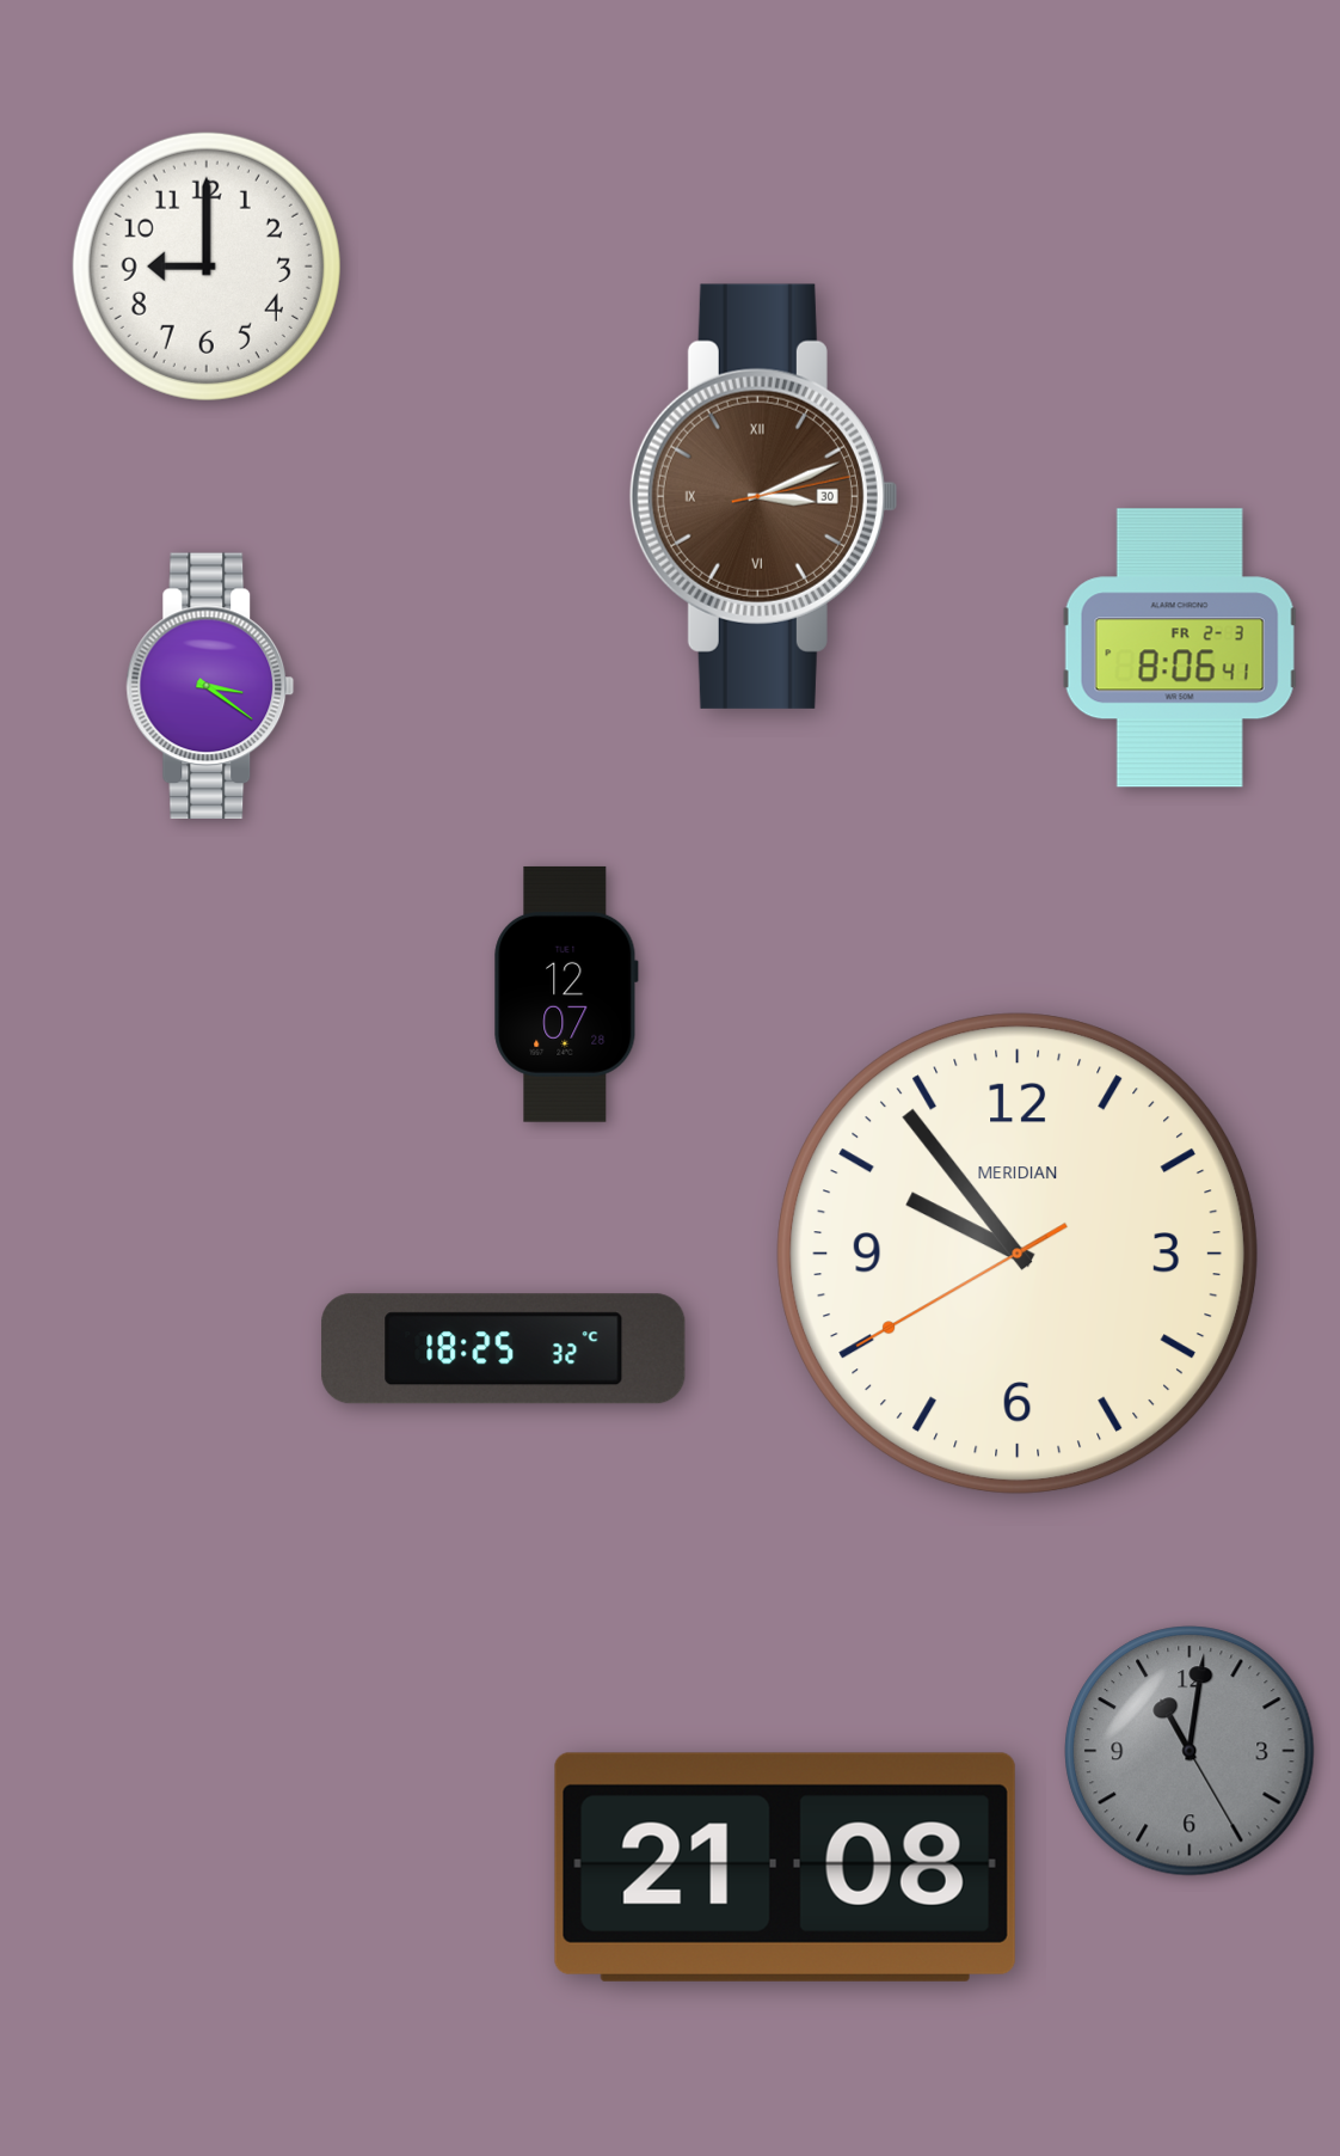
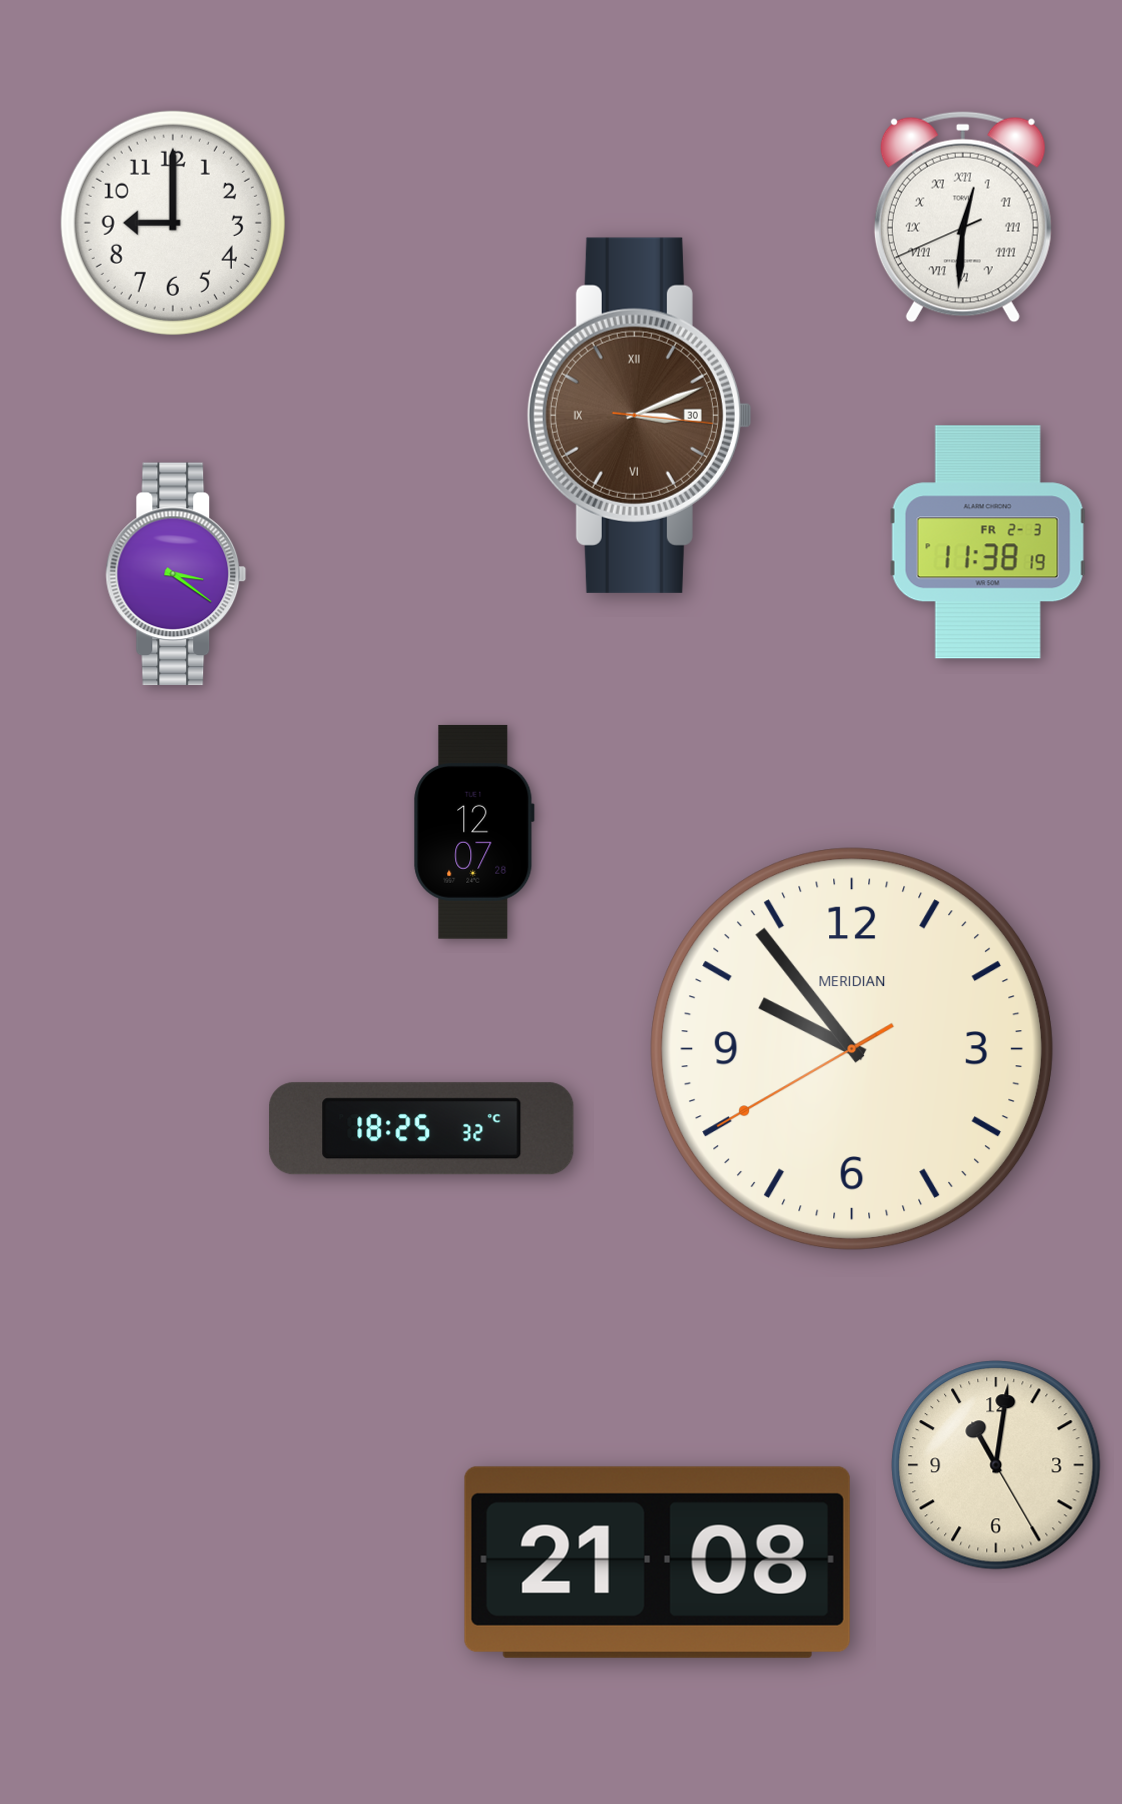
clock at (963, 217): none -> 12:30
clock at (763, 496): 3:11:13 -> 3:11:16
clock at (1180, 648): 8:06 -> 11:38
clock at (1190, 1751) dial: grey -> cream
